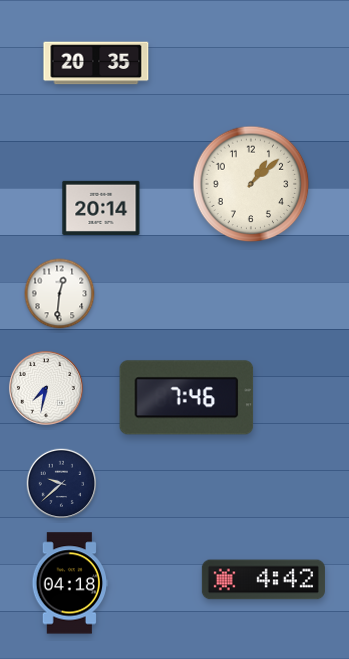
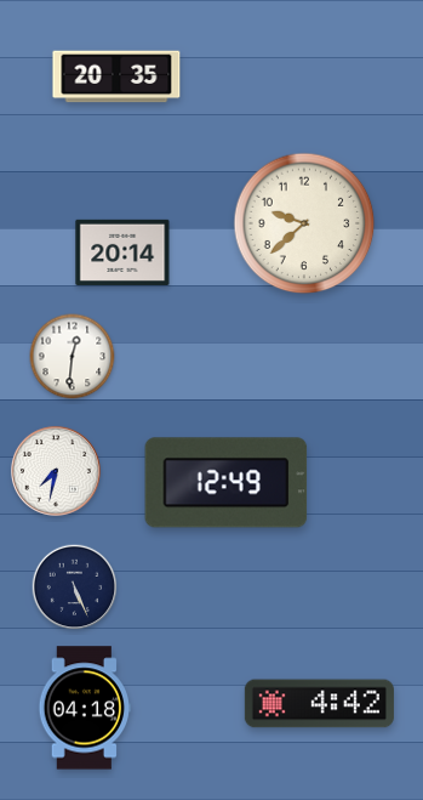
clock at (251, 184): 1:08 -> 9:38
clock at (187, 398): 7:46 -> 12:49
clock at (62, 484): 9:38 -> 5:26
